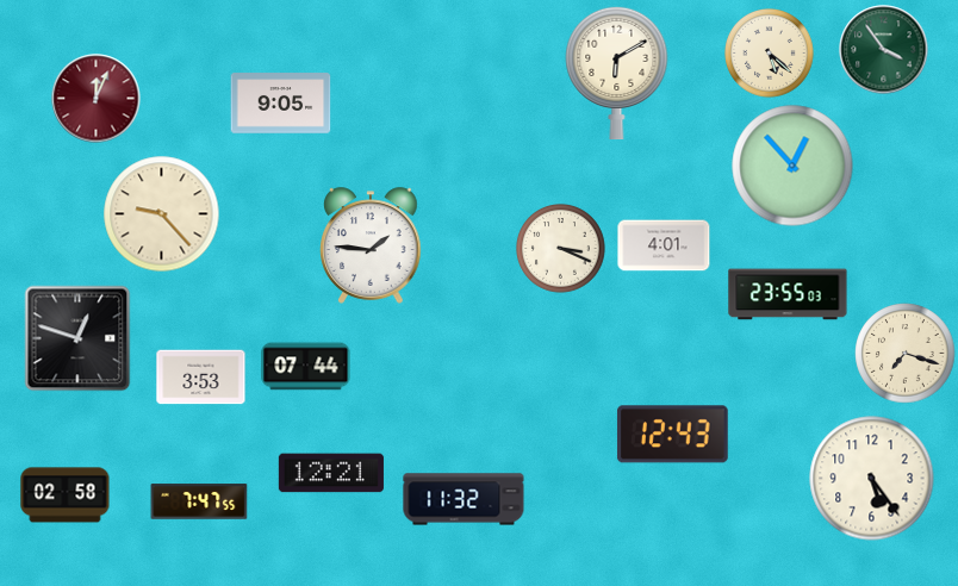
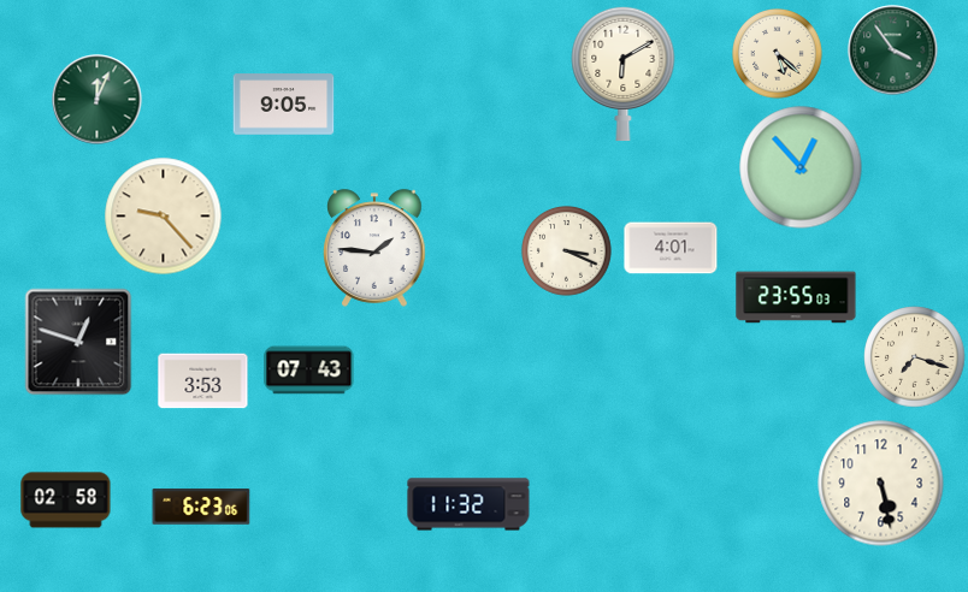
clock at (97, 99) dial: burgundy -> green
clock at (306, 367): 07:44 -> 07:43
clock at (672, 435): 12:43 -> none
clock at (331, 473): 12:21 -> none
clock at (872, 479): 5:24 -> 5:28
clock at (199, 501): 7:47 -> 6:23
